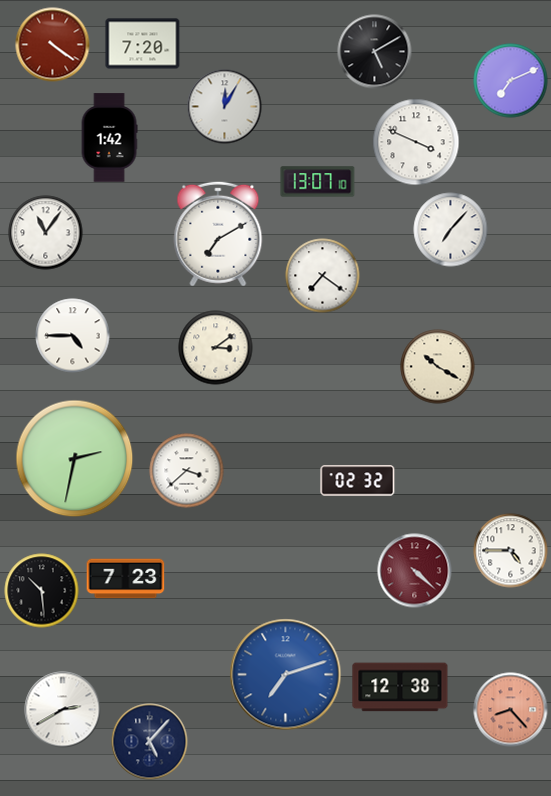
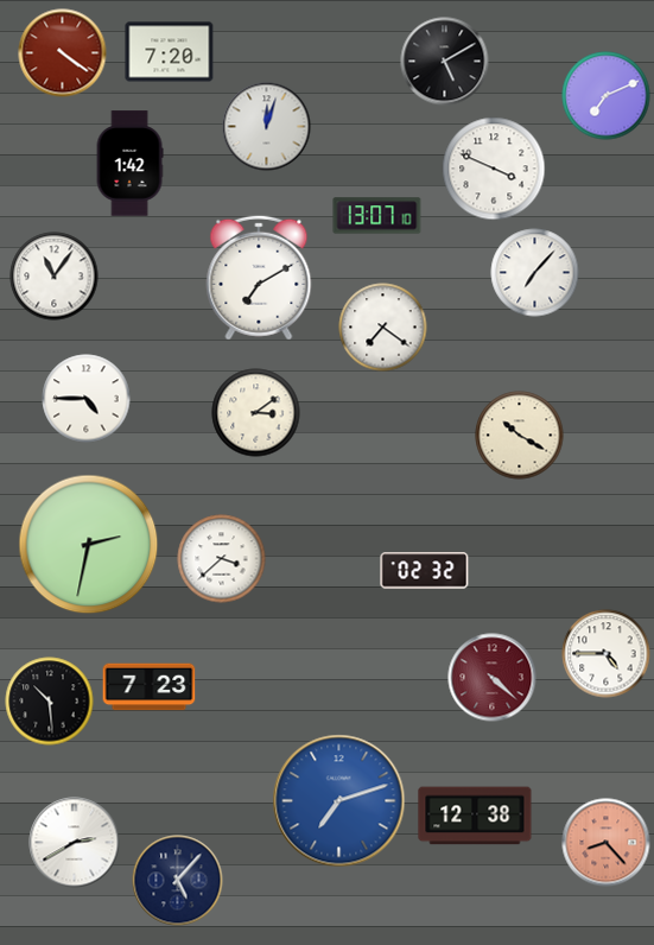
clock at (225, 107): 12:05 -> 12:03
